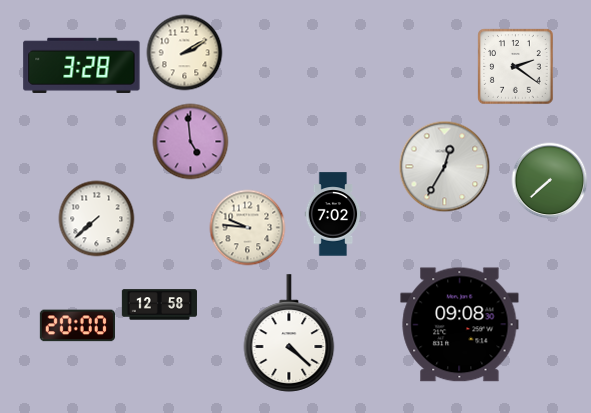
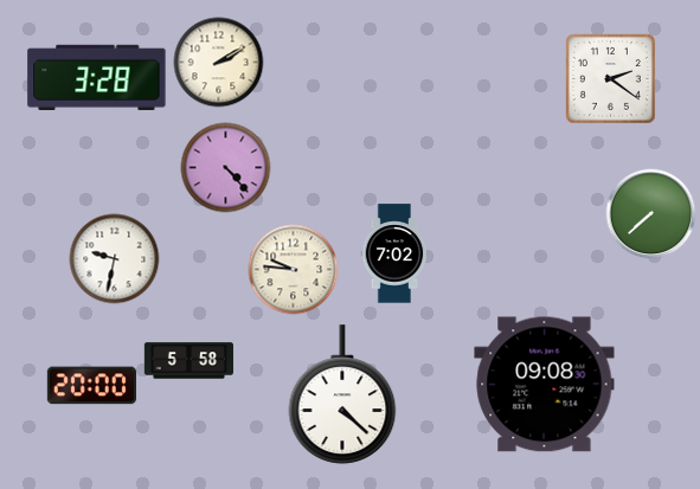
clock at (191, 142): 4:59 -> 4:23
clock at (445, 167): 12:35 -> none
clock at (97, 219): 7:38 -> 9:32
clock at (159, 305): 12:58 -> 5:58
